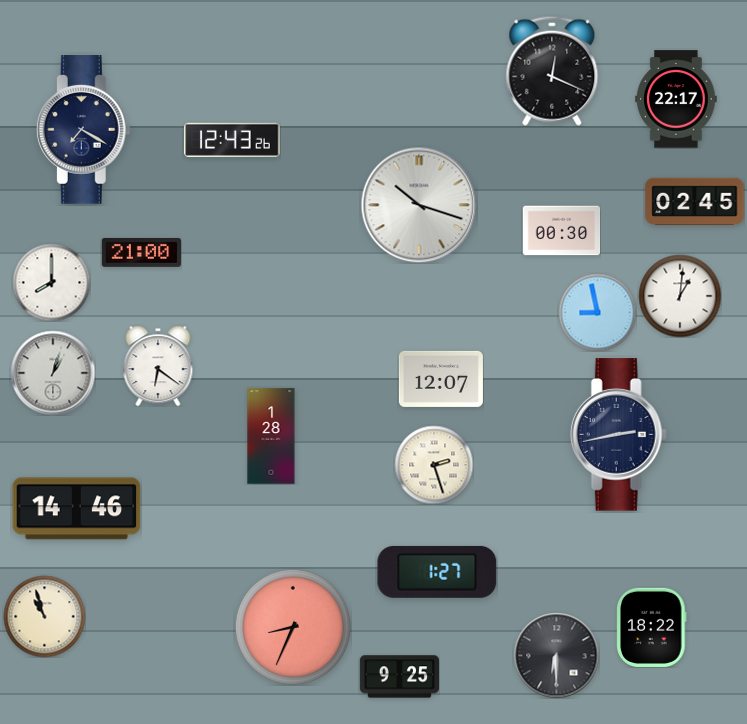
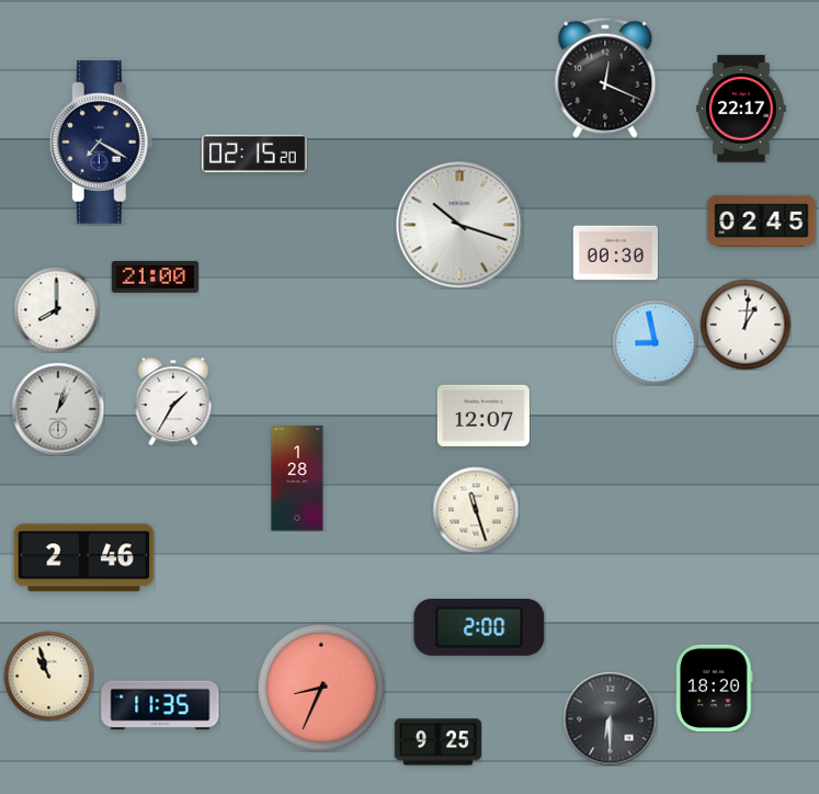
clock at (83, 130) position: (83, 130) -> (101, 143)
clock at (232, 140): 12:43 -> 02:15
clock at (158, 366): 6:21 -> 1:35
clock at (618, 435): 2:43 -> none
clock at (434, 465): 2:27 -> 11:27
clock at (77, 509): 14:46 -> 2:46
clock at (437, 572): 1:27 -> 2:00
clock at (652, 627): 18:22 -> 18:20
clock at (160, 705): none -> 11:35
